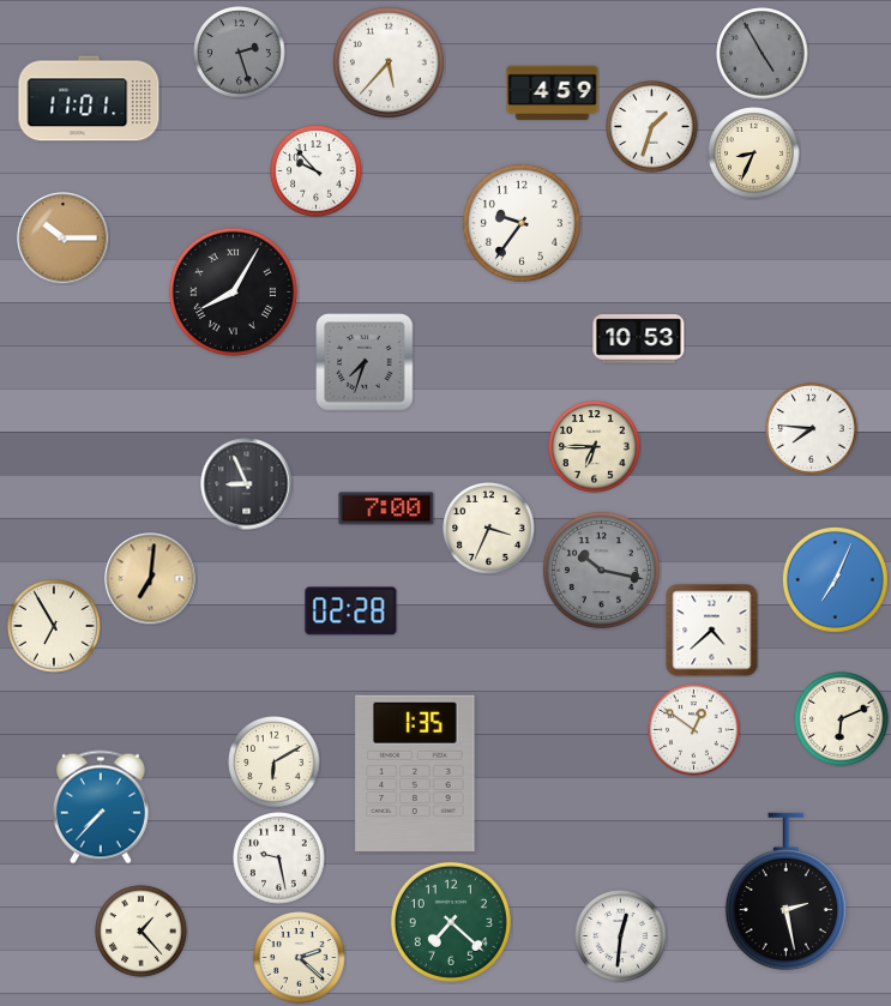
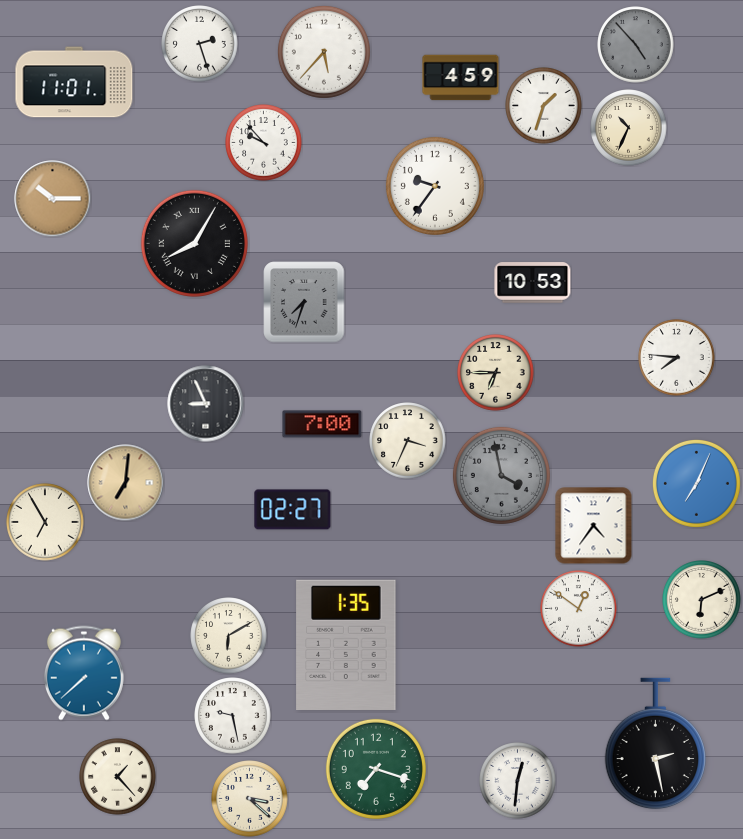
clock at (240, 53) dial: grey -> white
clock at (763, 54): 4:55 -> 4:53
clock at (754, 153): 8:34 -> 10:34
clock at (601, 570): 10:17 -> 3:58
clock at (351, 612): 02:28 -> 02:27
clock at (712, 631): 4:38 -> 4:36
clock at (101, 807): 7:37 -> 7:38
clock at (451, 922): 7:22 -> 7:18
clock at (300, 958): 2:22 -> 3:22
